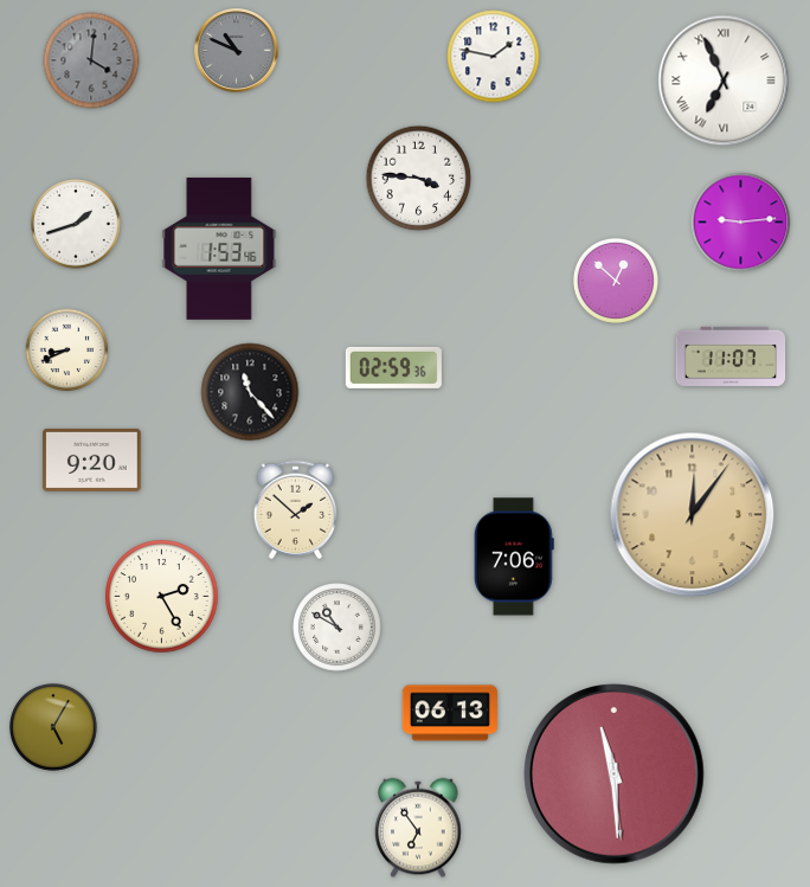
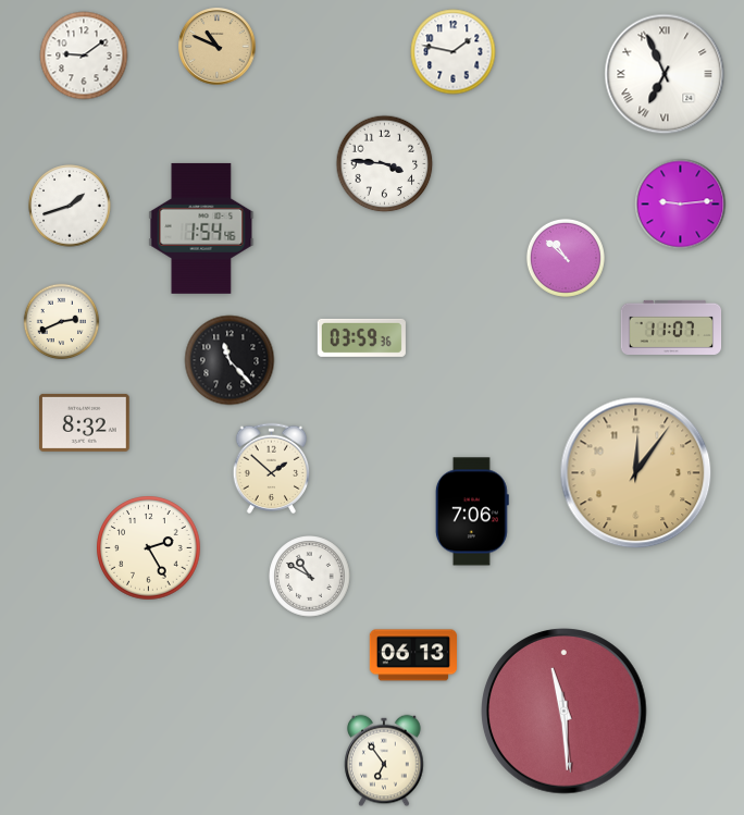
clock at (237, 51) dial: grey -> champagne
clock at (91, 60): 4:01 -> 9:09
clock at (91, 60) dial: grey -> white
clock at (219, 249): 1:53 -> 1:54
clock at (616, 281): 12:52 -> 10:52
clock at (67, 351): 8:41 -> 2:41
clock at (393, 367): 02:59 -> 03:59
clock at (92, 459): 9:20 -> 8:32
clock at (54, 728): 5:05 -> none
